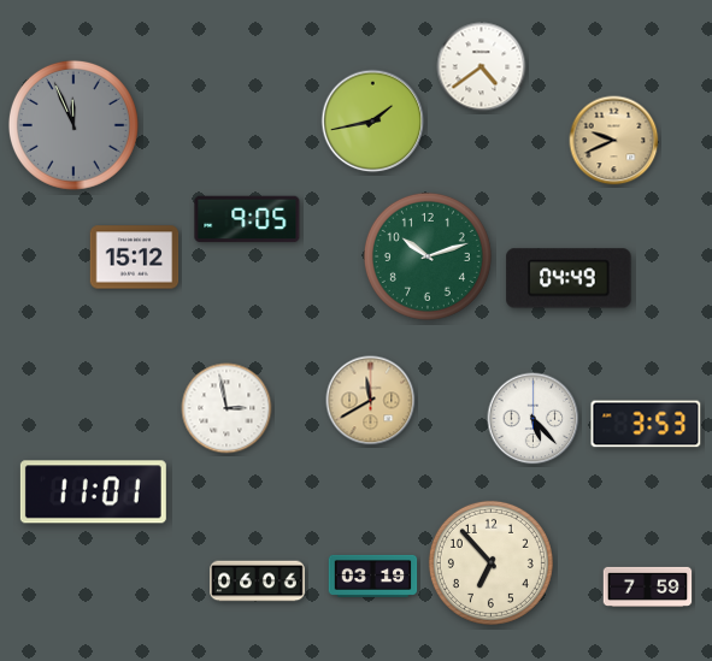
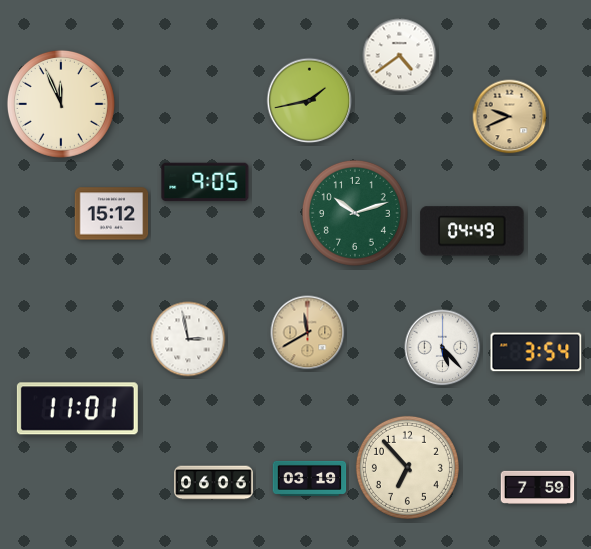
clock at (73, 125) dial: grey -> cream
clock at (646, 424): 3:53 -> 3:54
